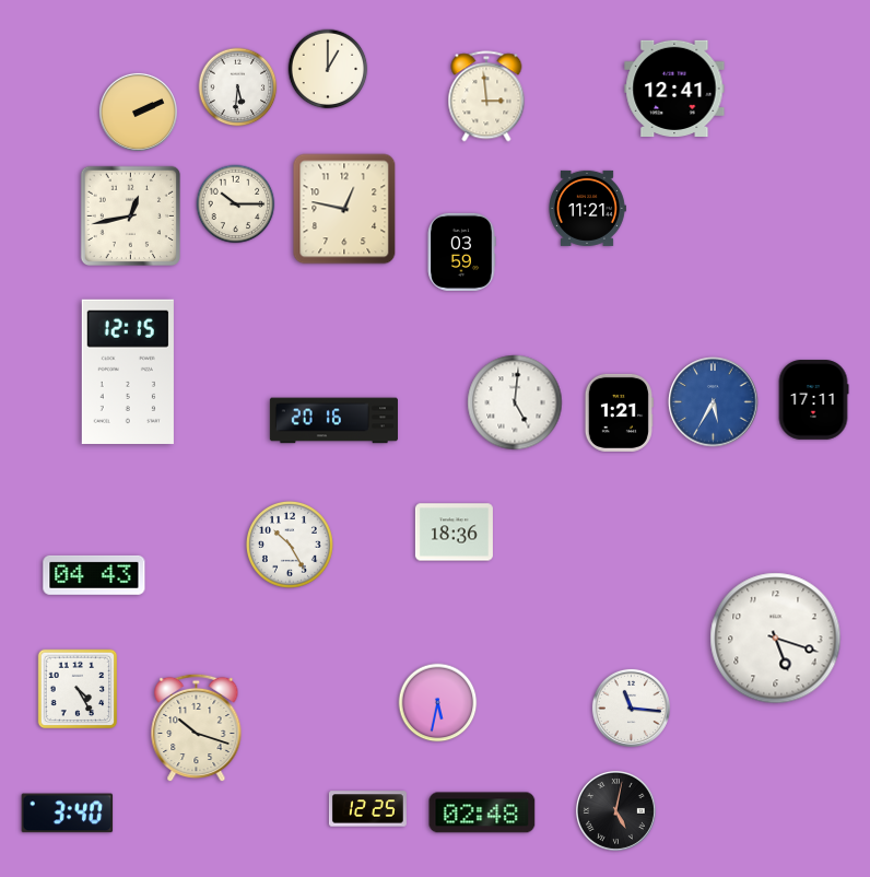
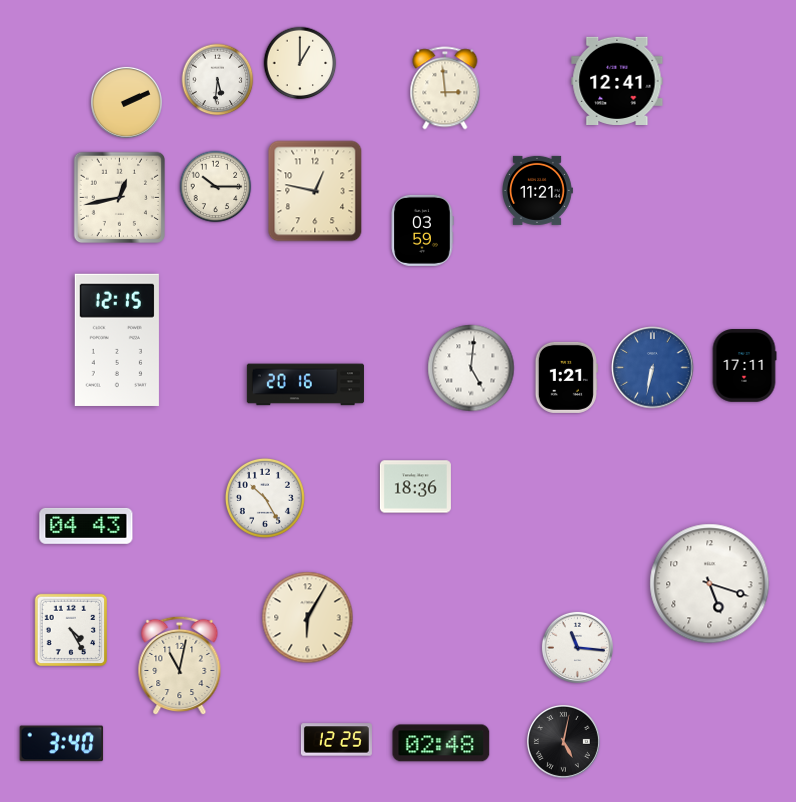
clock at (714, 402): 5:35 -> 6:32
clock at (308, 618): none -> 6:05
clock at (438, 703): 5:32 -> none
clock at (197, 728): 10:18 -> 11:02
